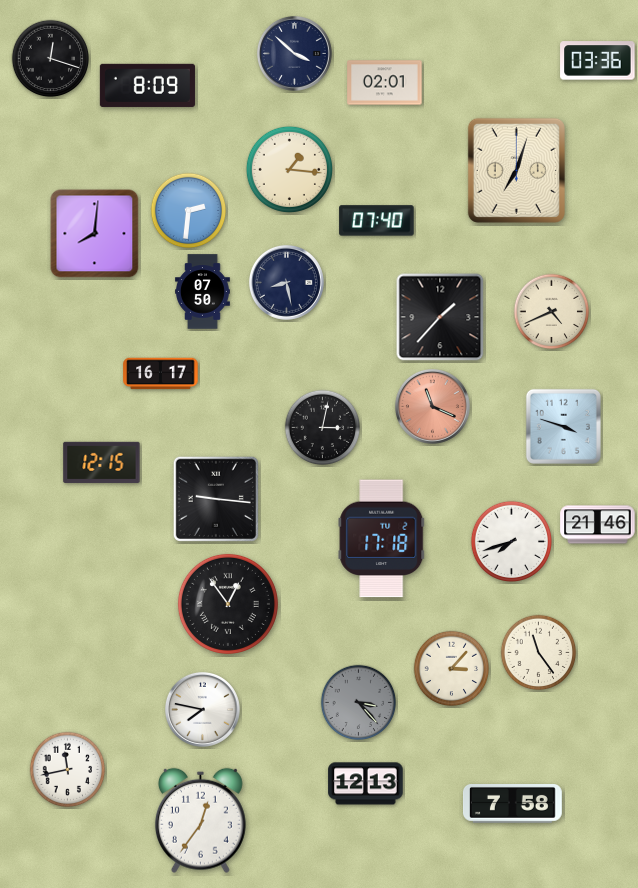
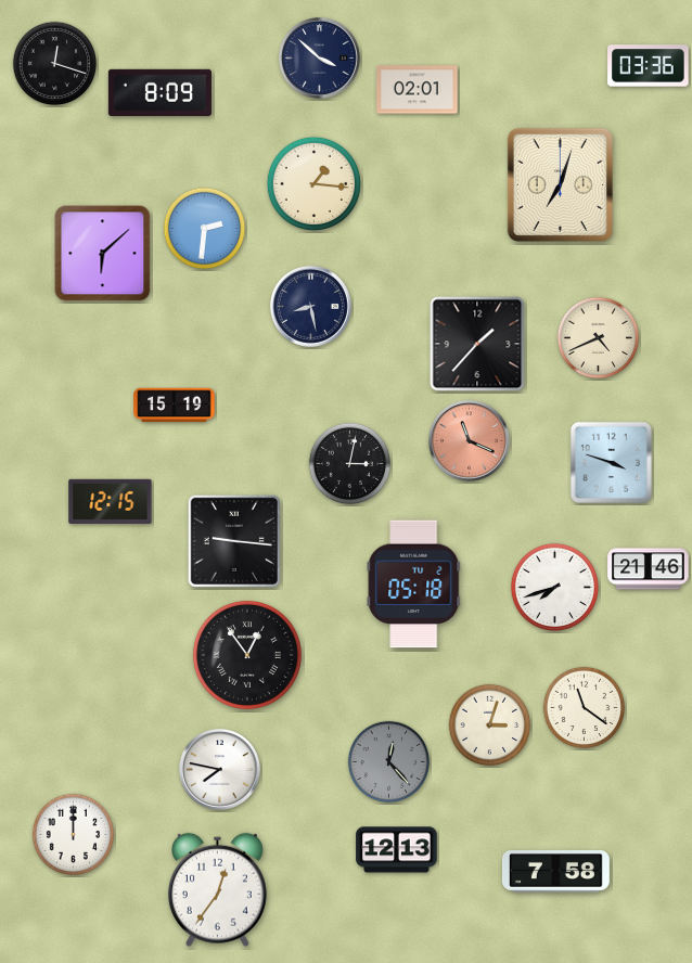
clock at (377, 221): 07:40 -> none
clock at (95, 234): 8:01 -> 6:08
clock at (203, 292): 07:50 -> none
clock at (161, 374): 16:17 -> 15:19
clock at (382, 539): 17:18 -> 05:18
clock at (539, 653): 11:24 -> 11:21
clock at (452, 669): 3:07 -> 3:03
clock at (359, 703): 3:23 -> 12:23
clock at (68, 770): 11:43 -> 12:00
